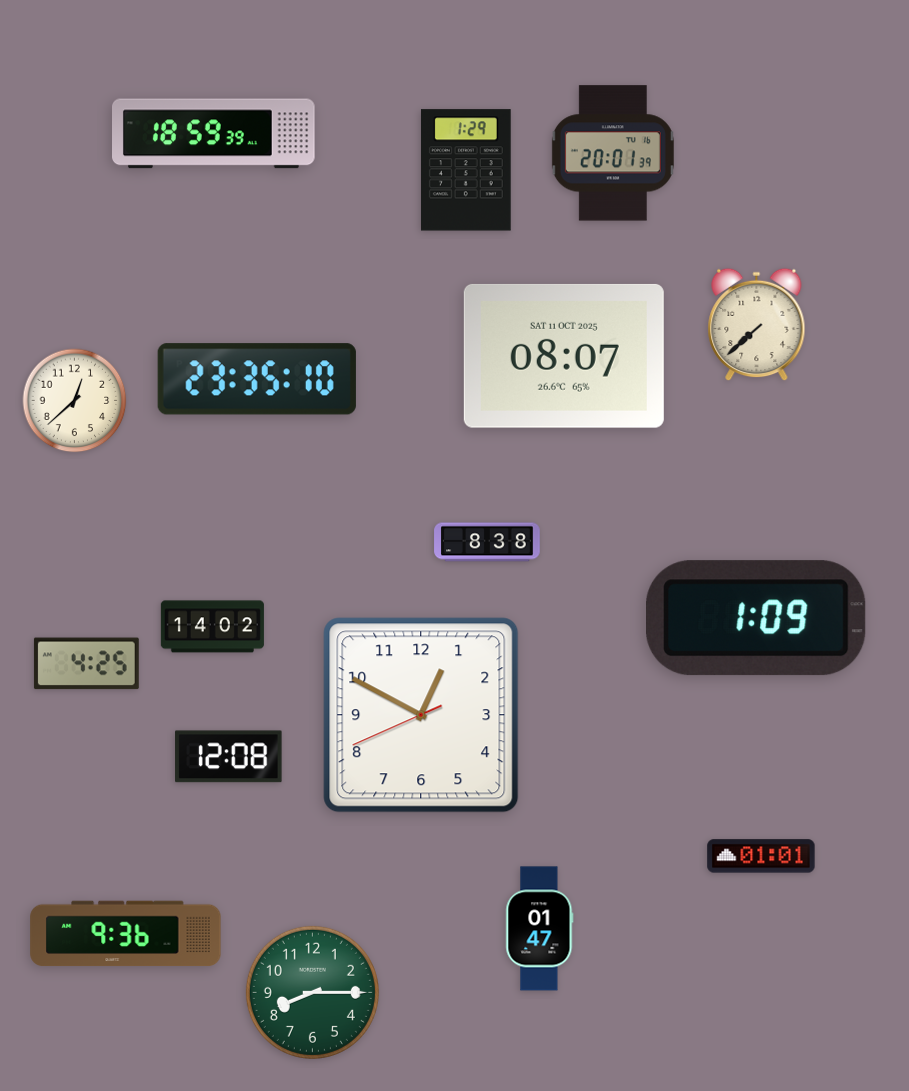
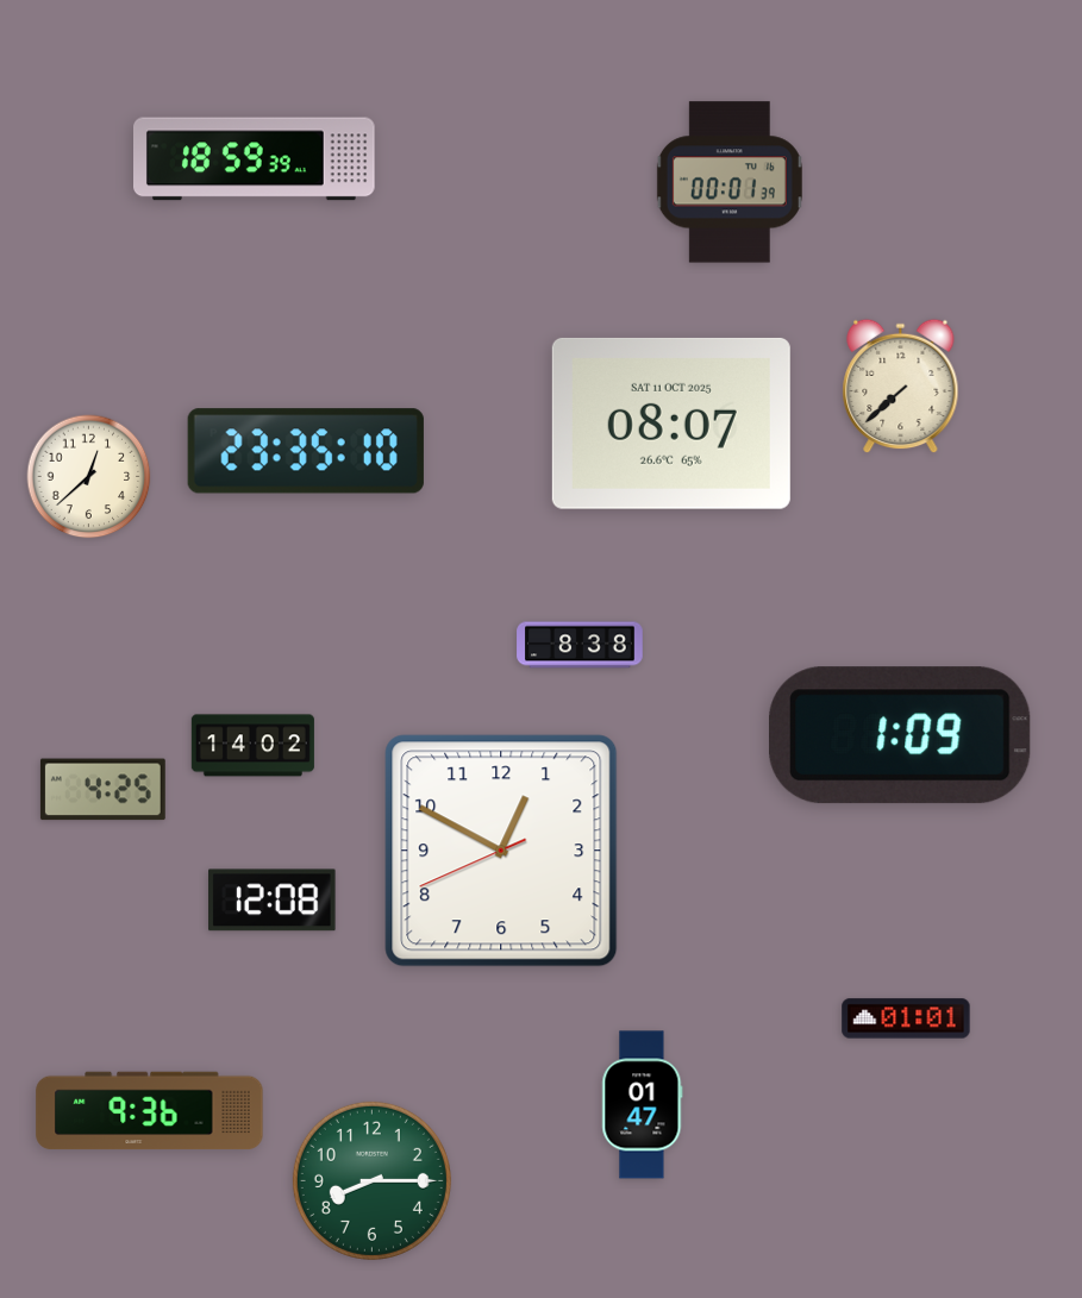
clock at (613, 153): 20:01 -> 00:01
clock at (466, 170): 1:29 -> none
